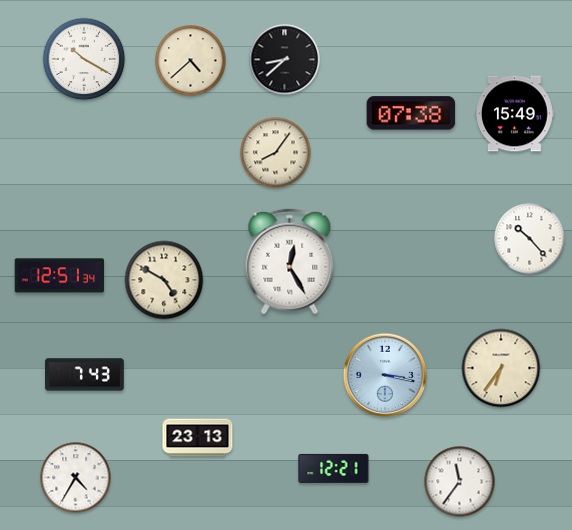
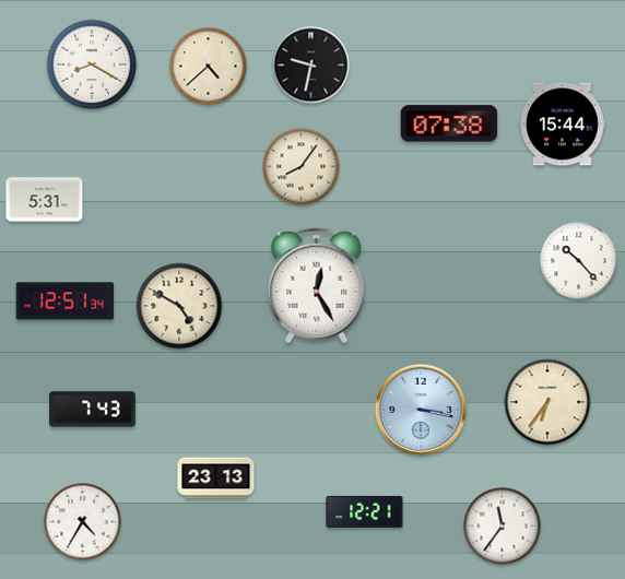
clock at (84, 59): 10:20 -> 8:20
clock at (285, 60): 8:38 -> 9:32
clock at (515, 114): 15:49 -> 15:44
clock at (45, 200): none -> 5:31
